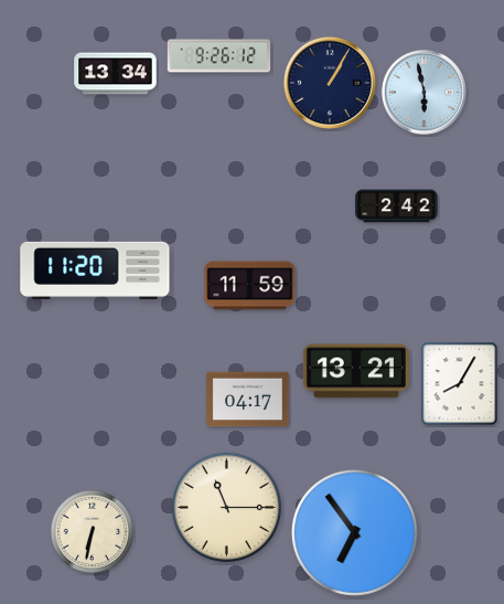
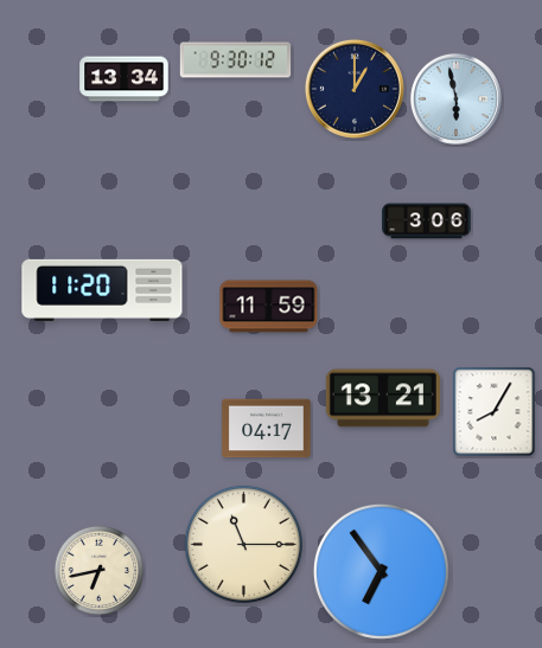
clock at (219, 56): 9:26 -> 9:30
clock at (330, 83): 1:05 -> 1:00
clock at (397, 206): 2:42 -> 3:06
clock at (93, 532): 6:32 -> 6:43
